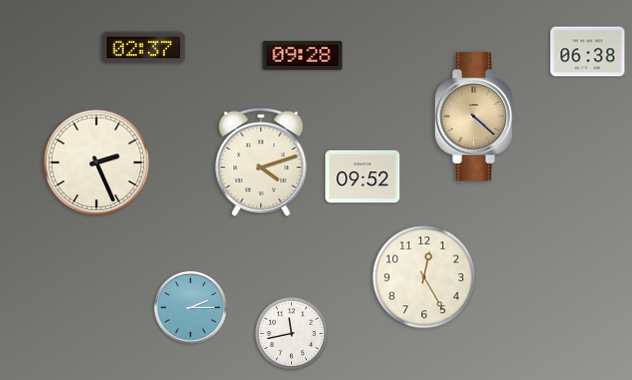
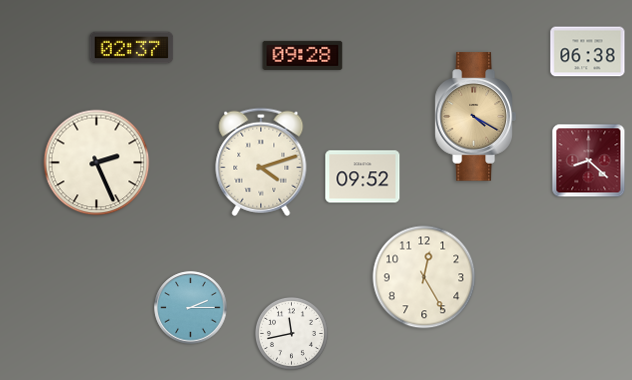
clock at (144, 48) position: (144, 48) -> (132, 48)
clock at (475, 117): 4:22 -> 4:20
clock at (589, 161): none -> 8:22
